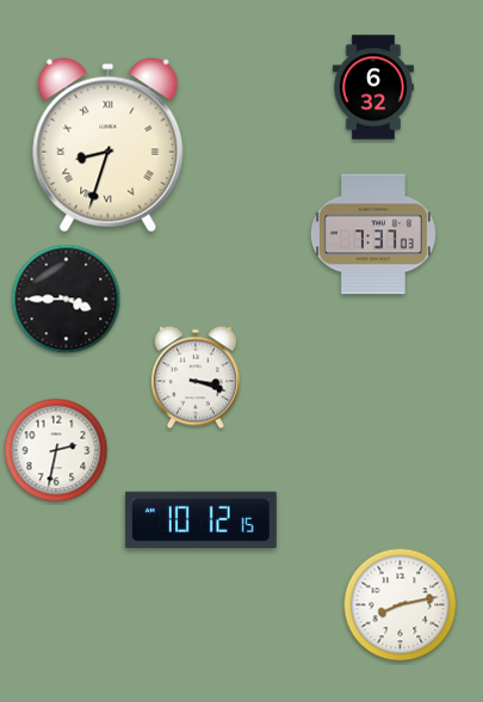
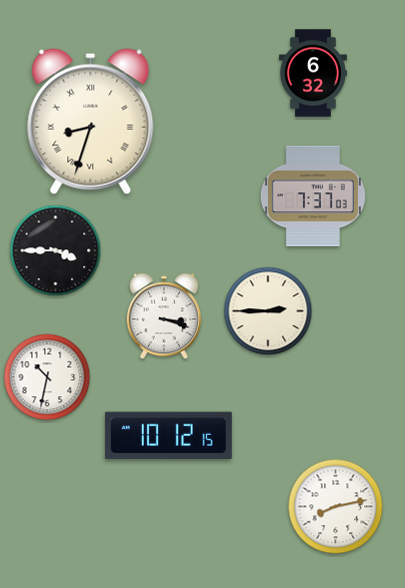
clock at (268, 311): none -> 2:45
clock at (56, 450): 2:32 -> 10:32
